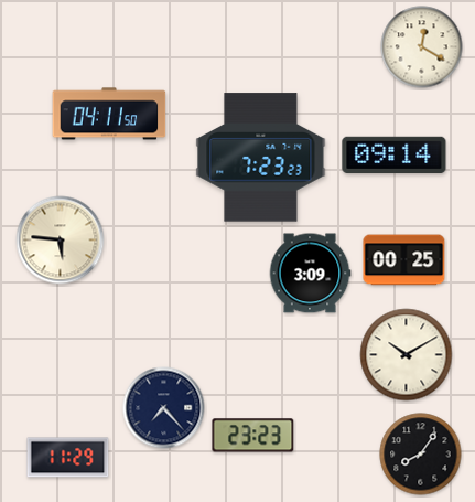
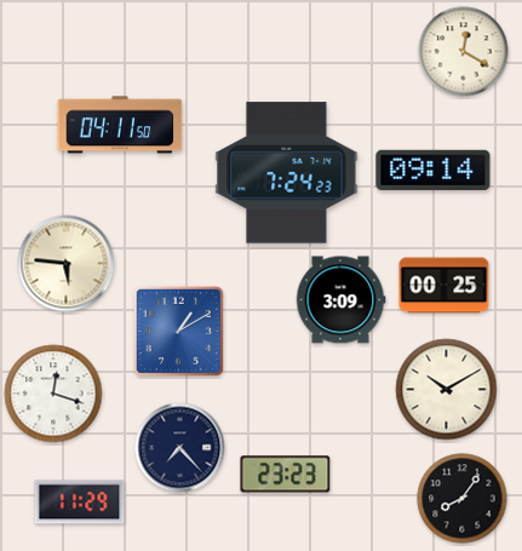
clock at (261, 158): 7:23 -> 7:24
clock at (178, 331): none -> 1:10
clock at (53, 394): none -> 12:18
clock at (253, 436) position: (253, 436) -> (286, 475)
clock at (68, 458) position: (68, 458) -> (80, 503)
